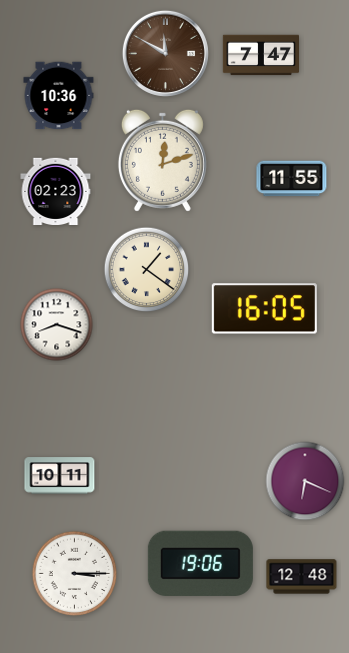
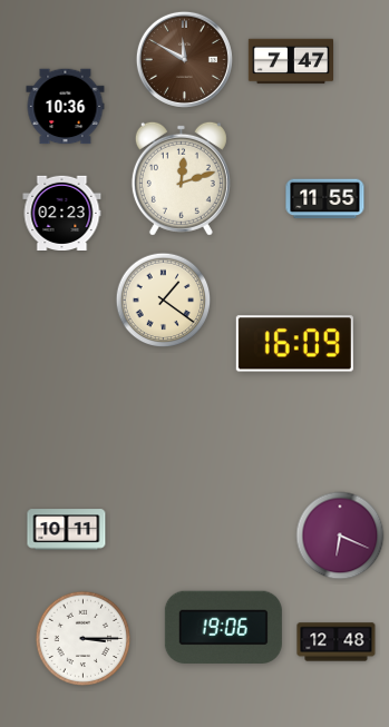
clock at (264, 309): 16:05 -> 16:09
clock at (57, 325): 8:18 -> none
